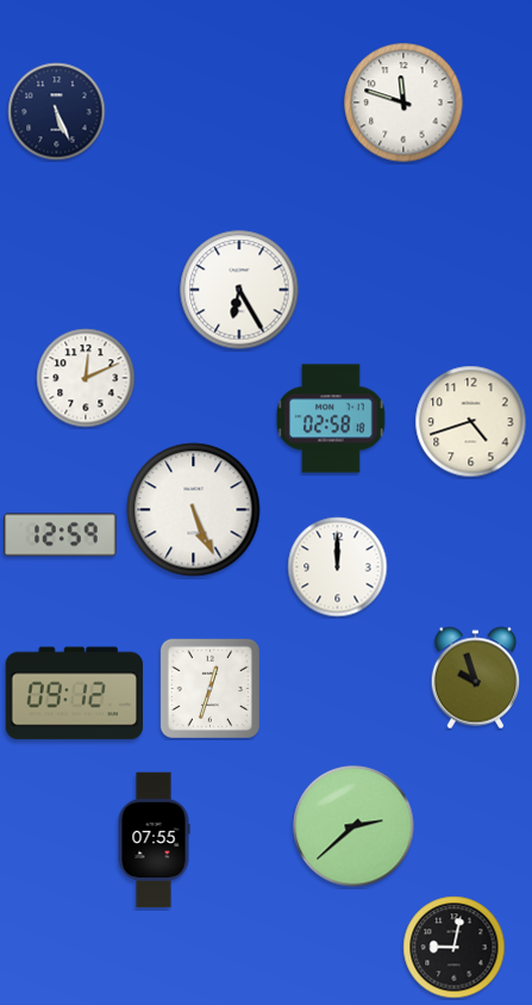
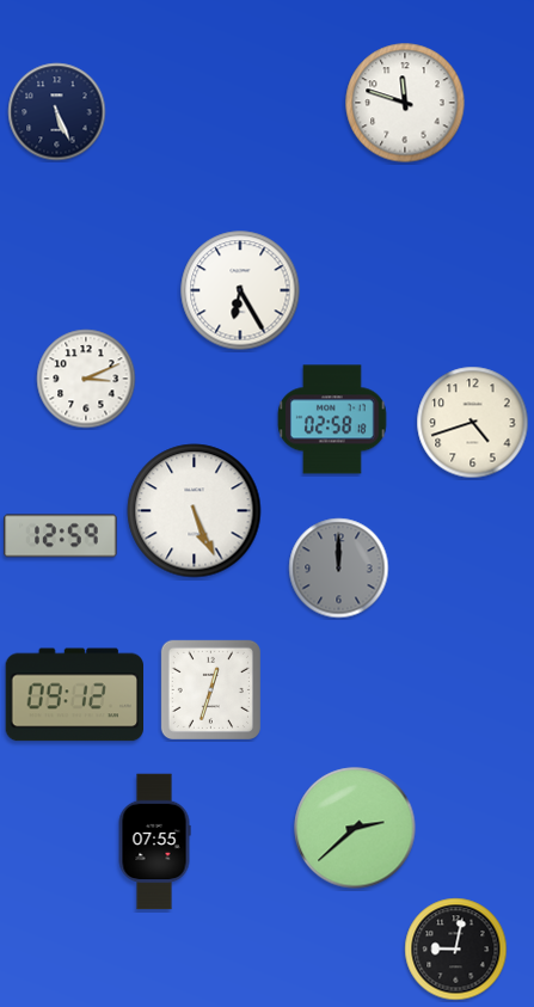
clock at (86, 378): 12:11 -> 3:11
clock at (338, 567) dial: white -> grey
clock at (476, 678): 9:57 -> none
